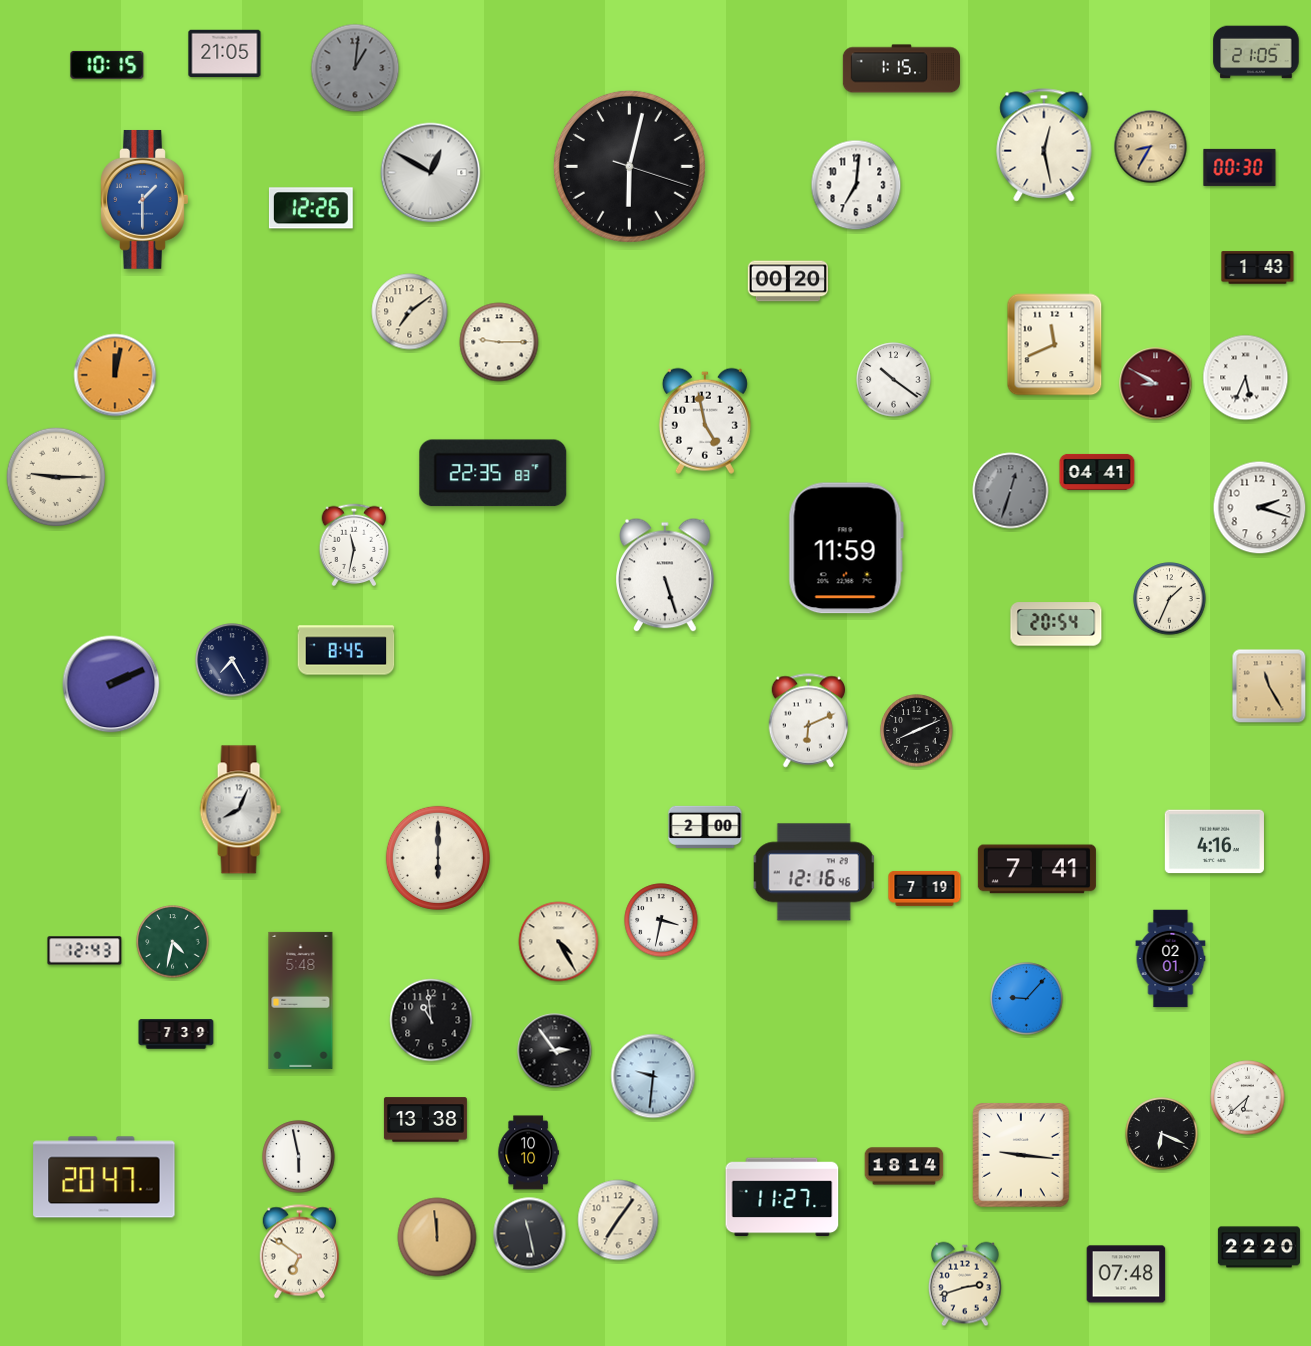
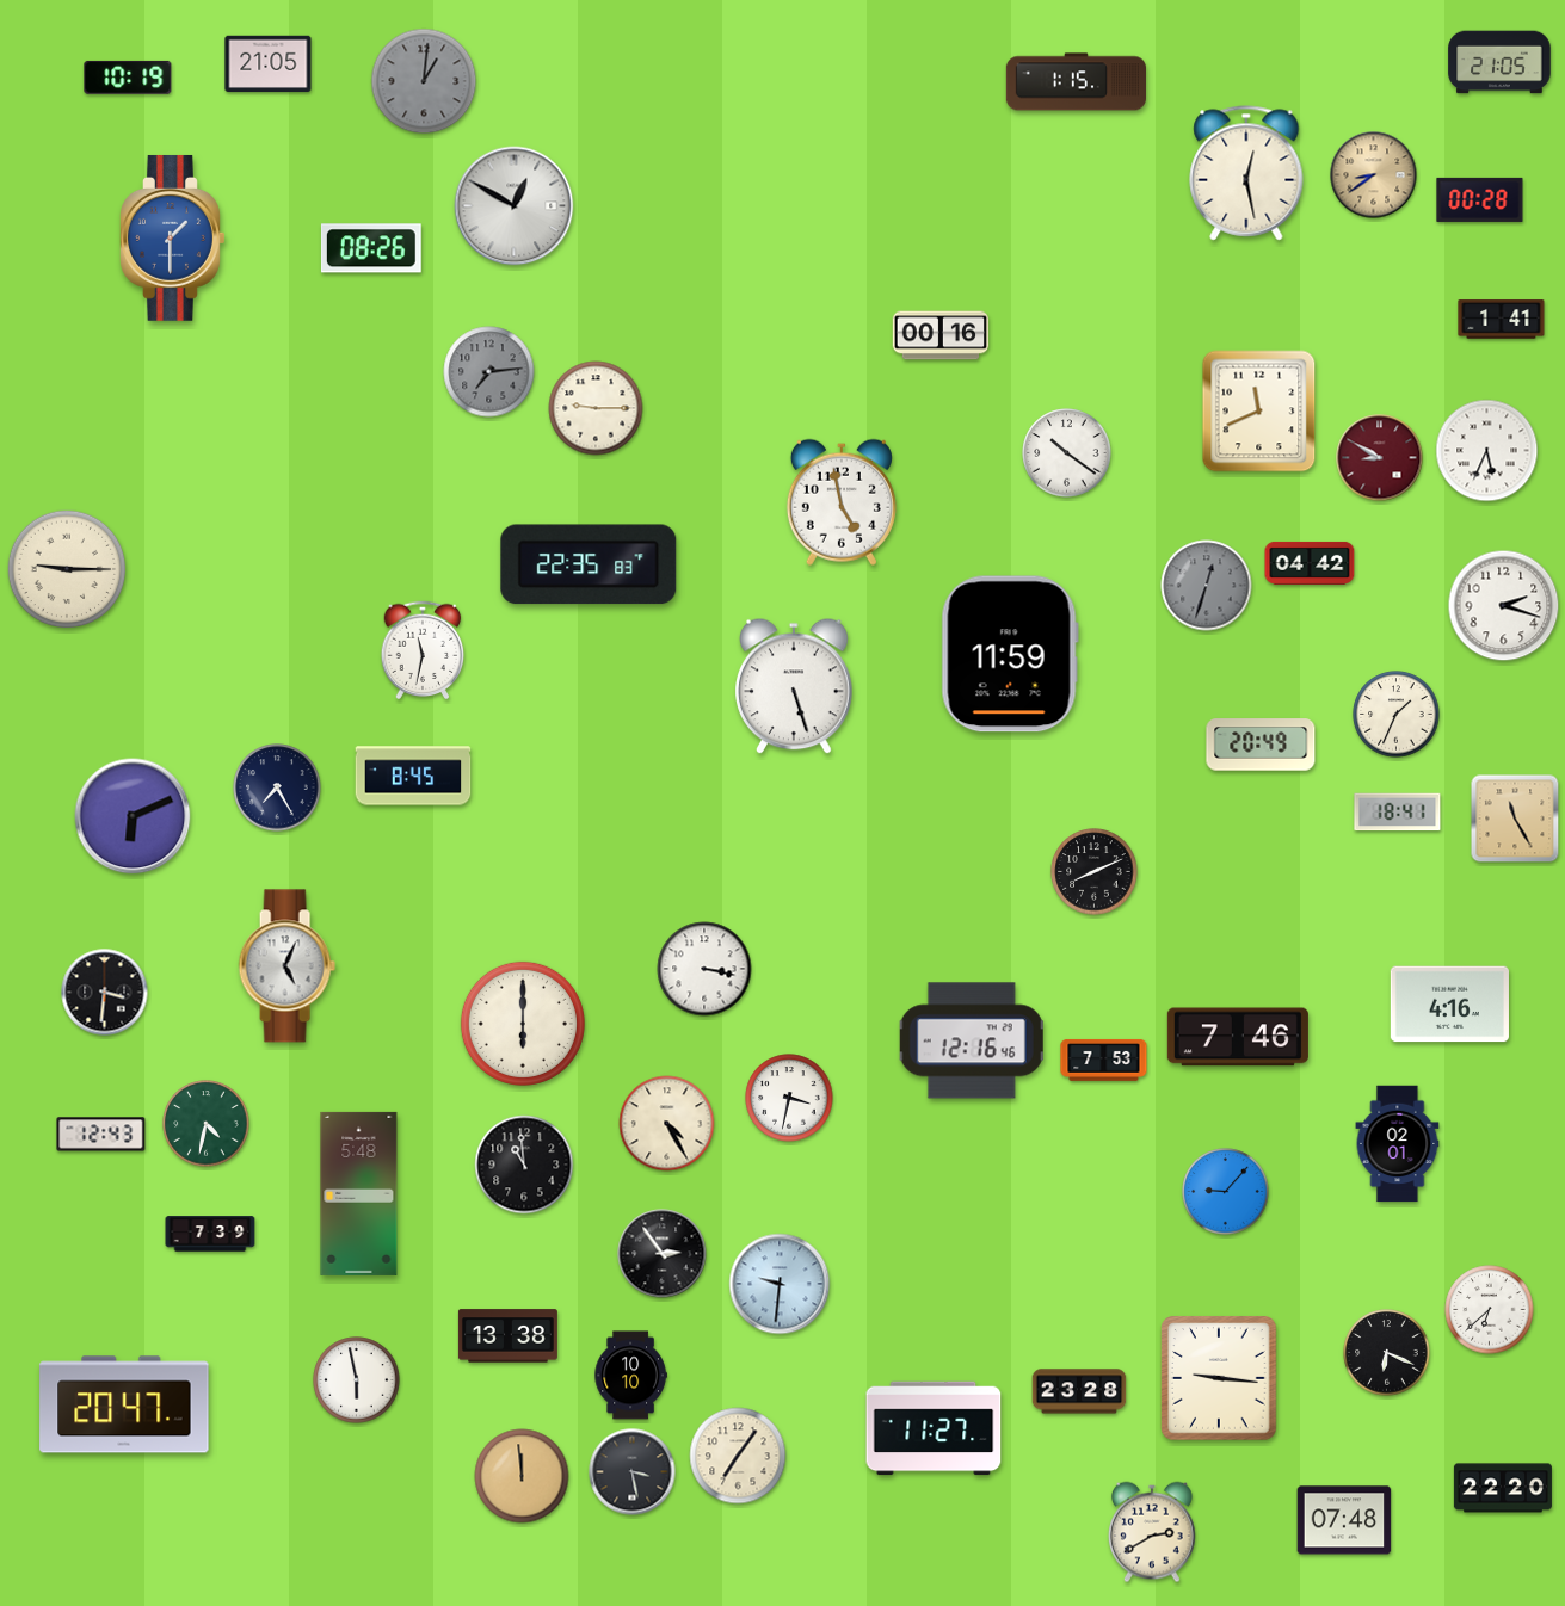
clock at (107, 65): 10:15 -> 10:19
clock at (1151, 147): 8:35 -> 8:39
clock at (629, 166): 6:02 -> none
clock at (1240, 167): 00:30 -> 00:28
clock at (856, 185): 7:01 -> none
clock at (311, 208): 12:26 -> 08:26
clock at (1258, 268): 1:43 -> 1:41
clock at (788, 281): 00:20 -> 00:16
clock at (410, 312): 7:09 -> 7:14
clock at (410, 312) dial: cream -> grey
clock at (115, 375): 12:02 -> none
clock at (1097, 472): 04:41 -> 04:42
clock at (1056, 624): 20:54 -> 20:49
clock at (1398, 813): none -> 18:41
clock at (111, 684): 2:11 -> 6:11
clock at (808, 721): 6:11 -> none
clock at (240, 810): 8:04 -> 5:04
clock at (704, 969): none -> 3:17
clock at (705, 826): 2:00 -> none
clock at (105, 993): none -> 3:31
clock at (1037, 869): 7:41 -> 7:46
clock at (925, 888): 7:19 -> 7:53
clock at (431, 1020) position: (431, 1020) -> (524, 1165)
clock at (904, 1166): 18:14 -> 23:28
clock at (530, 1234): 11:28 -> 3:28
clock at (299, 1252): 6:51 -> none
clock at (965, 1284): 2:42 -> 2:40
